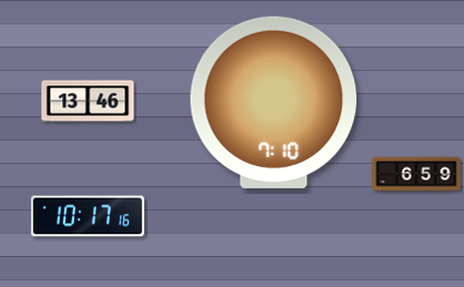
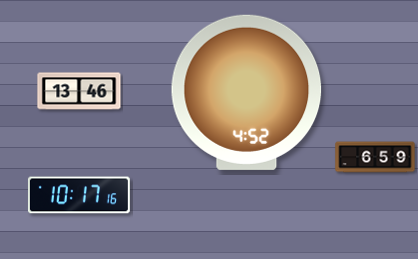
clock at (274, 102): 7:10 -> 4:52
